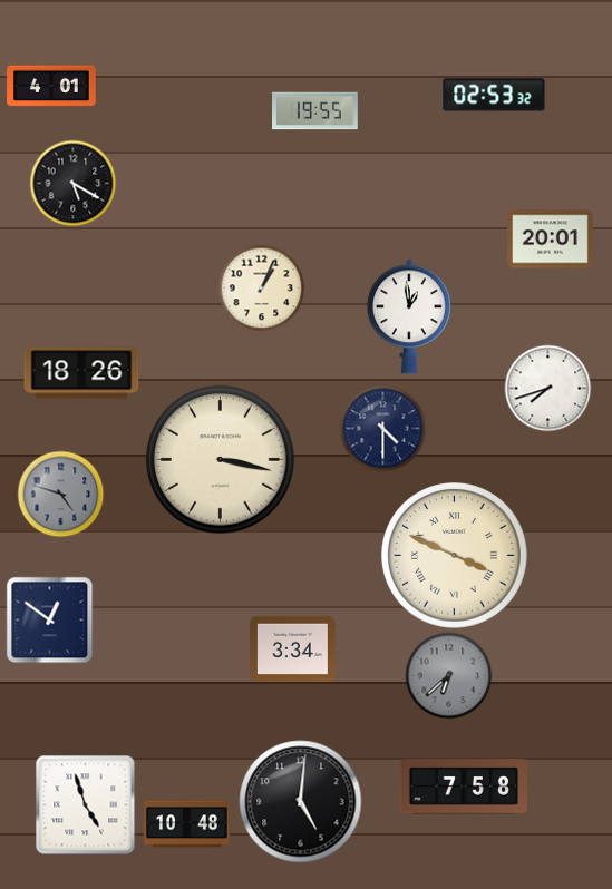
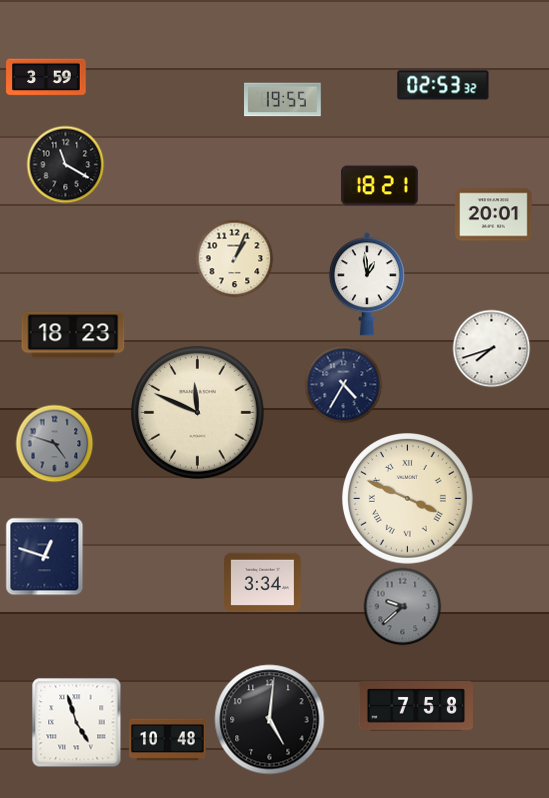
clock at (51, 86): 4:01 -> 3:59
clock at (72, 183): 5:20 -> 11:20
clock at (380, 186): none -> 18:21
clock at (81, 373): 18:26 -> 18:23
clock at (382, 428): 4:30 -> 4:35
clock at (221, 460): 3:17 -> 11:49
clock at (49, 619): 12:51 -> 12:48
clock at (448, 675): 6:38 -> 9:38
